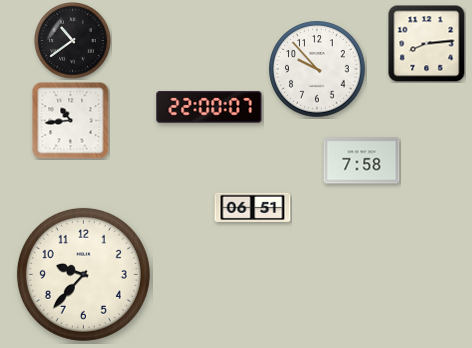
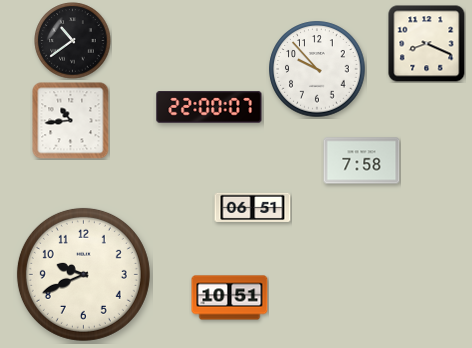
clock at (427, 44): 8:14 -> 8:19
clock at (83, 274): 9:37 -> 9:41
clock at (230, 298): none -> 10:51
